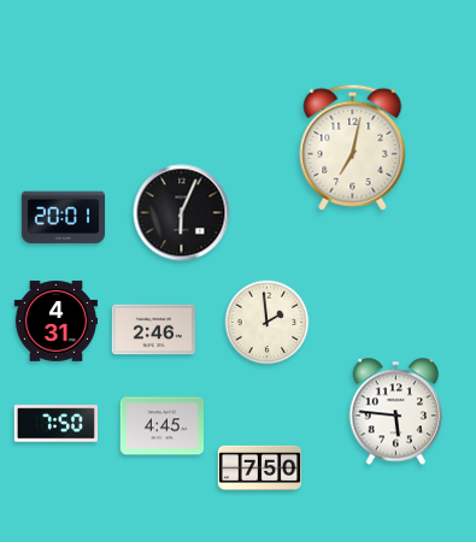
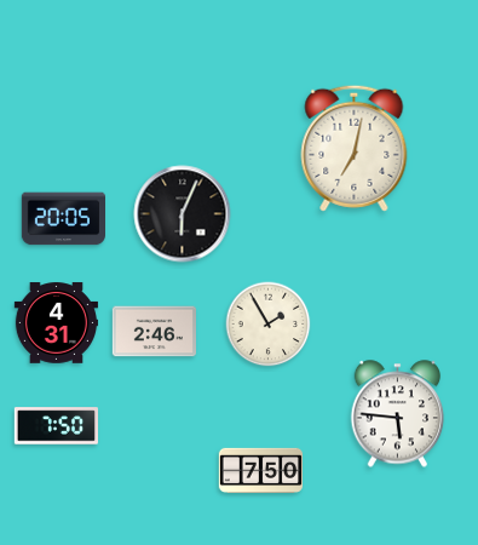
clock at (63, 218): 20:01 -> 20:05
clock at (268, 323): 1:59 -> 1:55
clock at (161, 426): 4:45 -> none
